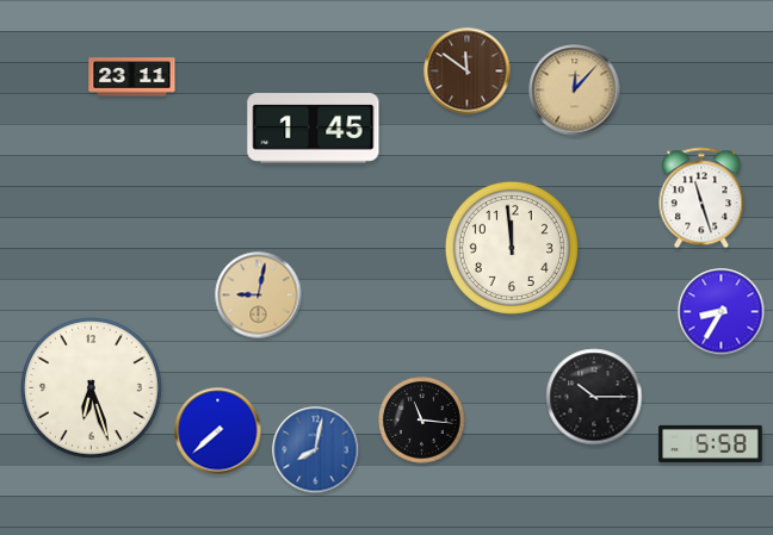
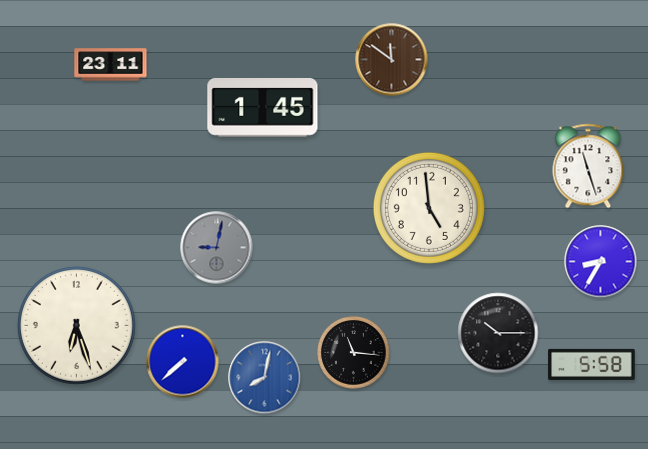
clock at (575, 91): 12:07 -> none
clock at (512, 248): 11:59 -> 4:59
clock at (259, 296) dial: champagne -> grey
clock at (722, 312) position: (722, 312) -> (601, 262)
clock at (711, 443) position: (711, 443) -> (592, 364)
